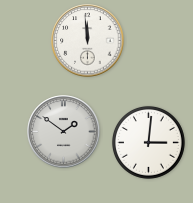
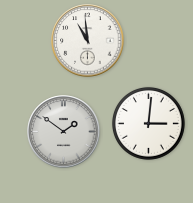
clock at (88, 41): 11:59 -> 10:59
clock at (148, 142) position: (148, 142) -> (148, 123)
